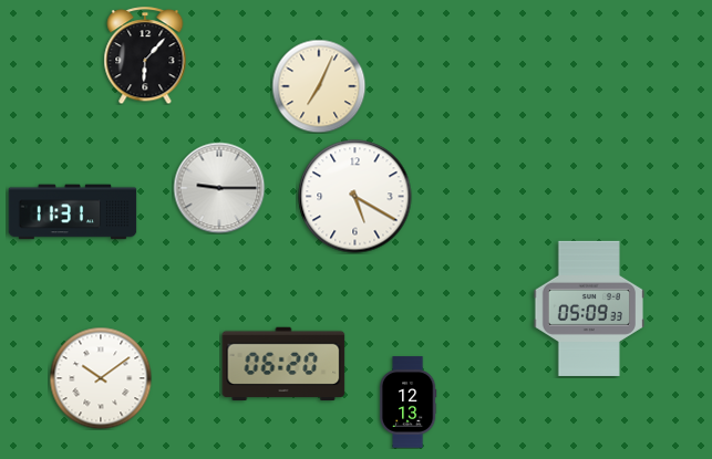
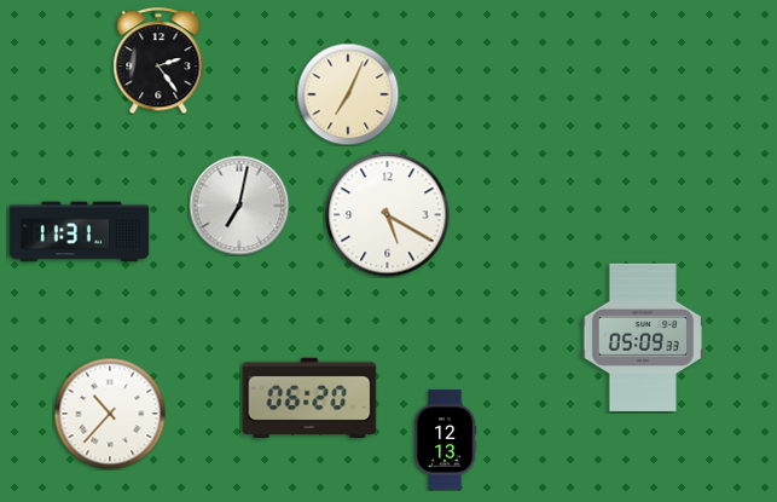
clock at (145, 55): 6:07 -> 2:24
clock at (219, 188): 9:15 -> 7:02
clock at (101, 378): 10:09 -> 10:37
